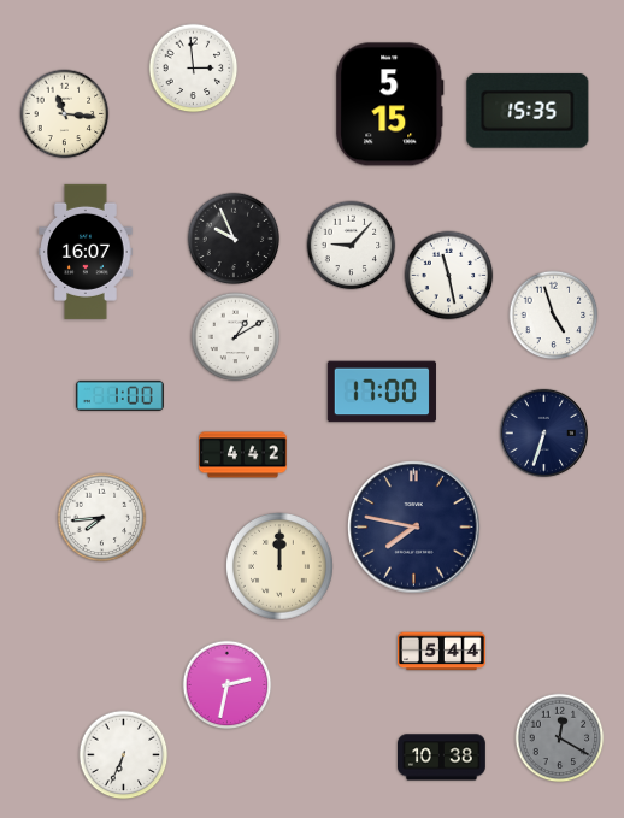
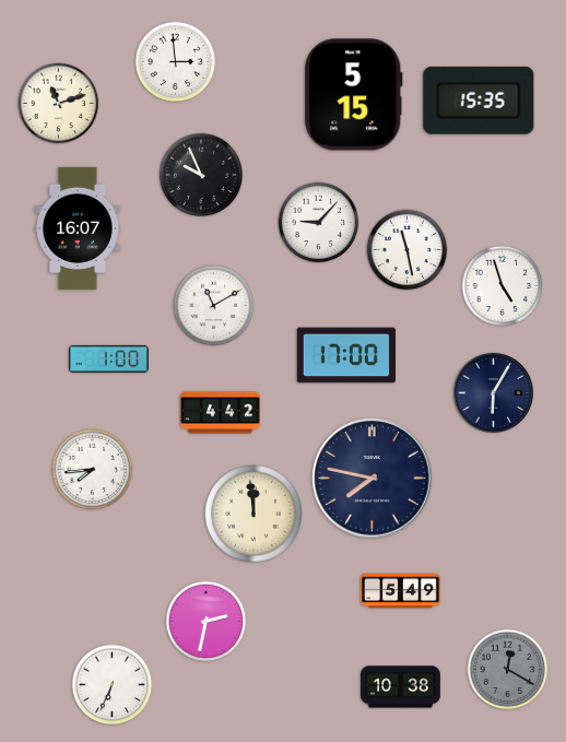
clock at (65, 114): 11:16 -> 11:12
clock at (234, 239) position: (234, 239) -> (201, 175)
clock at (236, 337): 1:10 -> 11:10
clock at (543, 432): 6:33 -> 6:05
clock at (414, 528) position: (414, 528) -> (373, 479)
clock at (279, 566): 12:00 -> 11:59
clock at (442, 652): 5:44 -> 5:49
